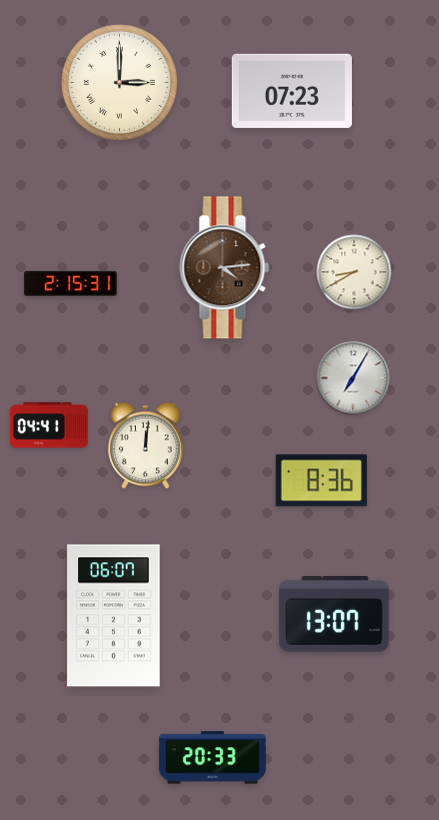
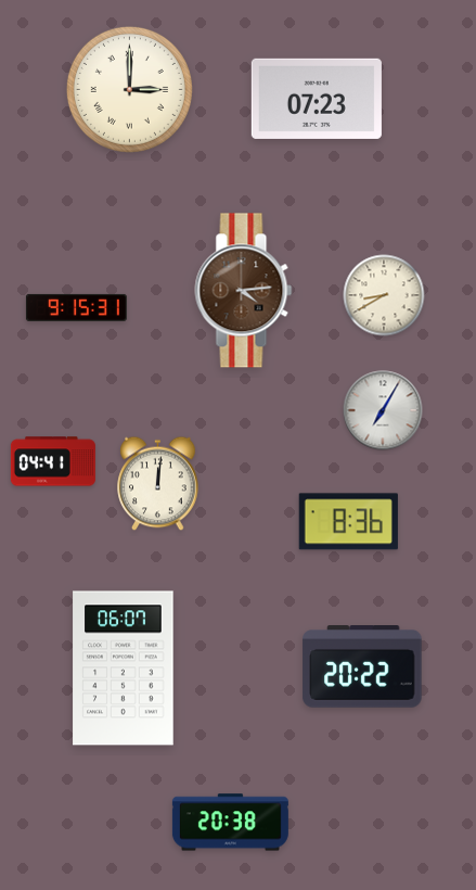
clock at (70, 283): 2:15 -> 9:15
clock at (334, 615): 13:07 -> 20:22
clock at (212, 758): 20:33 -> 20:38
